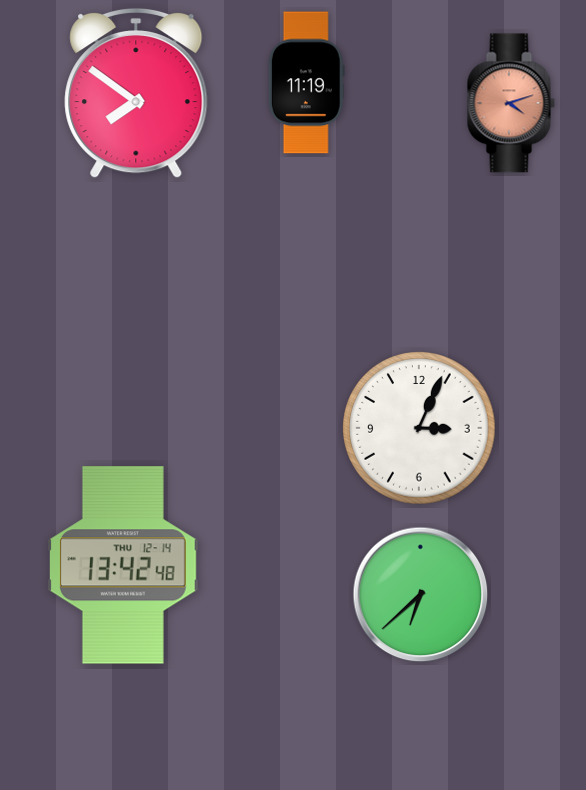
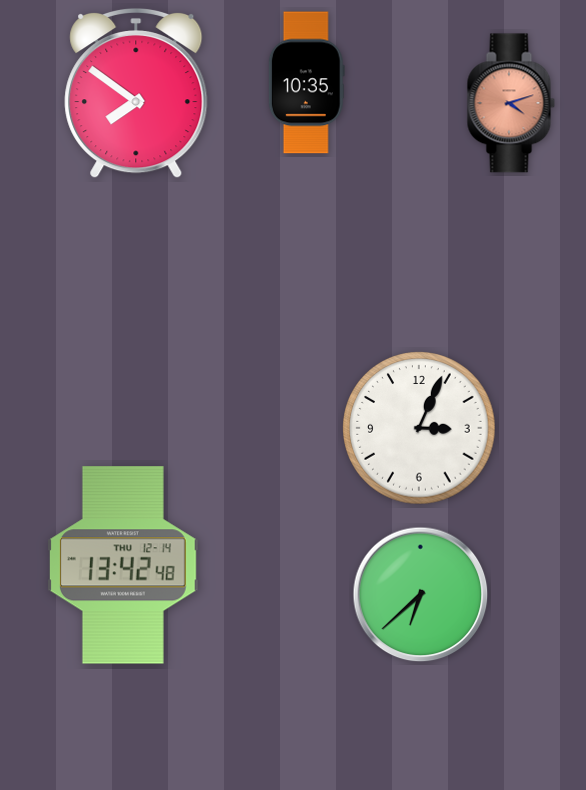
clock at (306, 83): 11:19 -> 10:35
